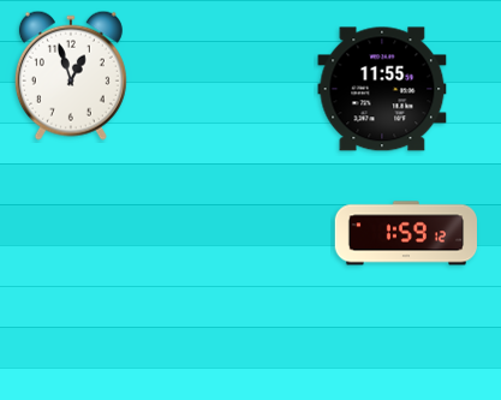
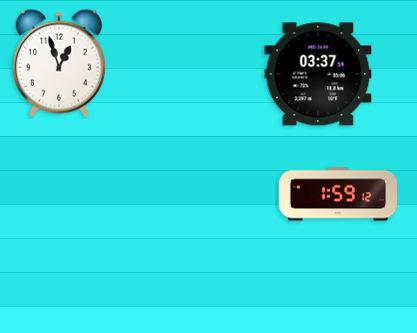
clock at (382, 89): 11:55 -> 03:37
